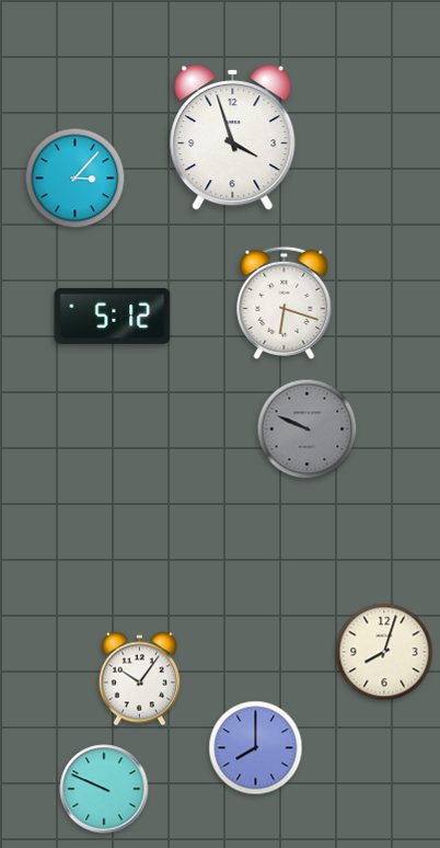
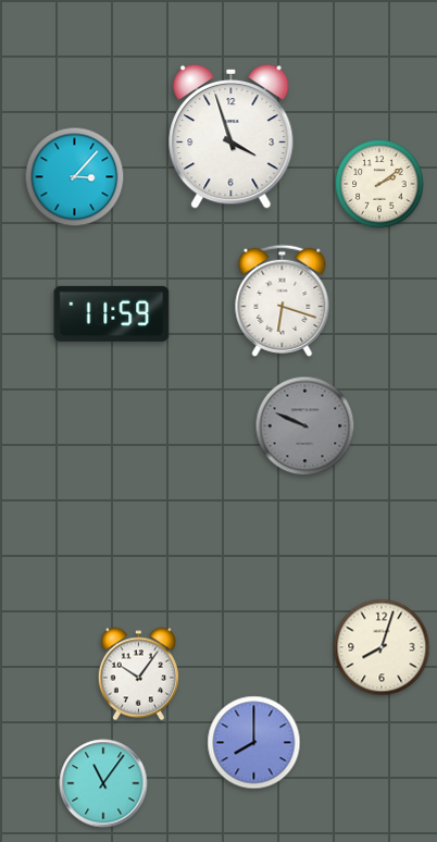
clock at (379, 184): none -> 2:09
clock at (113, 316): 5:12 -> 11:59
clock at (104, 789): 9:49 -> 11:06
